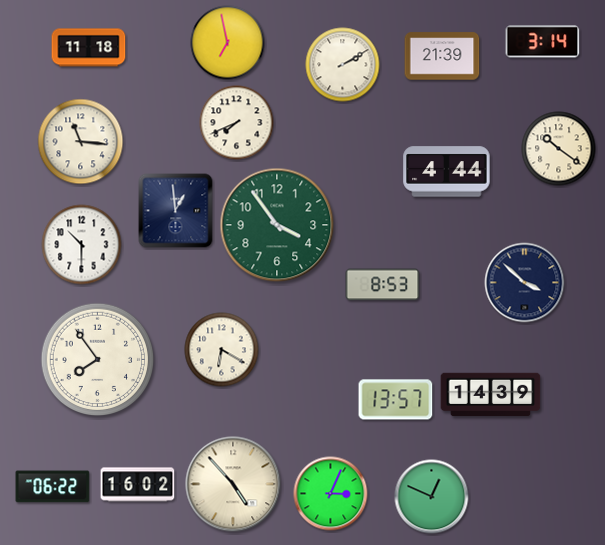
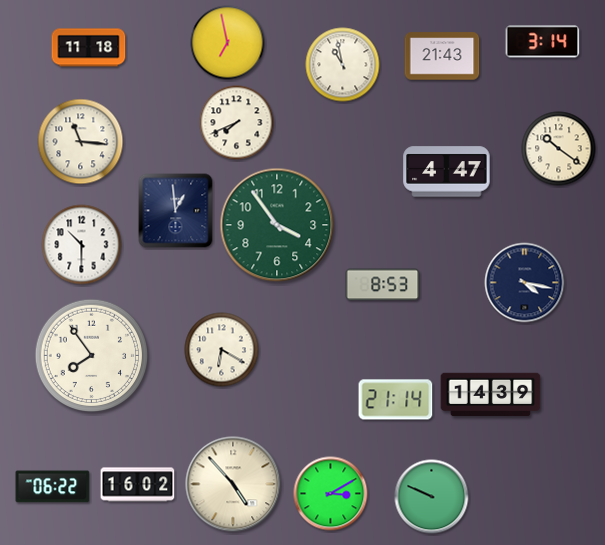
clock at (442, 56): 21:39 -> 21:43
clock at (343, 65): 2:10 -> 10:58
clock at (447, 172): 4:44 -> 4:47
clock at (525, 283): 3:52 -> 4:17
clock at (98, 360) position: (98, 360) -> (92, 356)
clock at (396, 400): 13:57 -> 21:14
clock at (331, 494): 3:04 -> 3:10
clock at (432, 497): 12:49 -> 9:49
